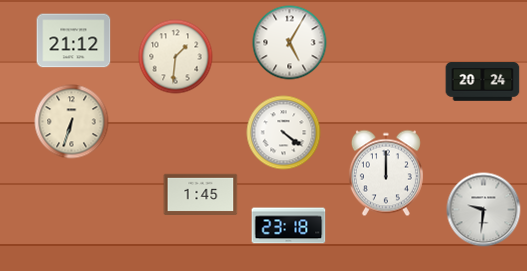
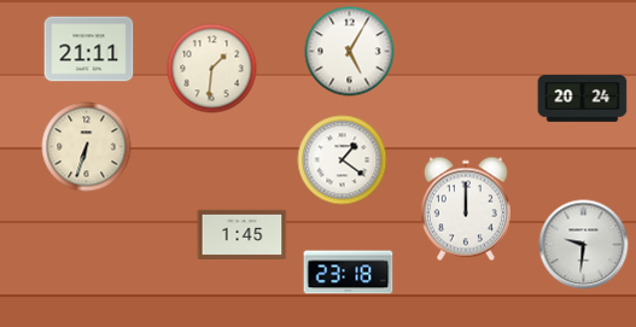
clock at (74, 41): 21:12 -> 21:11
clock at (284, 133): 4:21 -> 1:21
clock at (484, 210) position: (484, 210) -> (584, 245)
